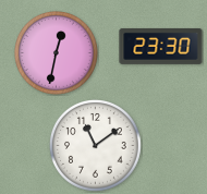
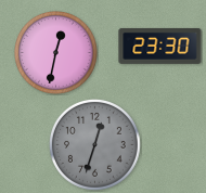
clock at (95, 145): 11:09 -> 12:33
clock at (95, 145) dial: white -> grey
